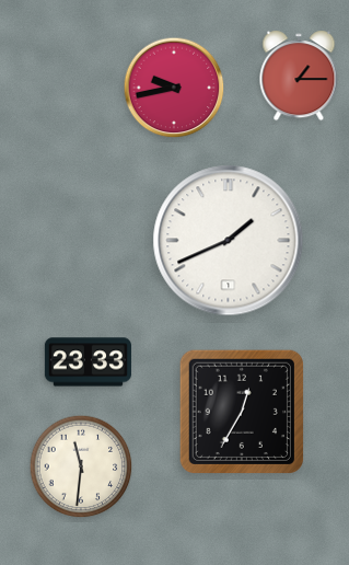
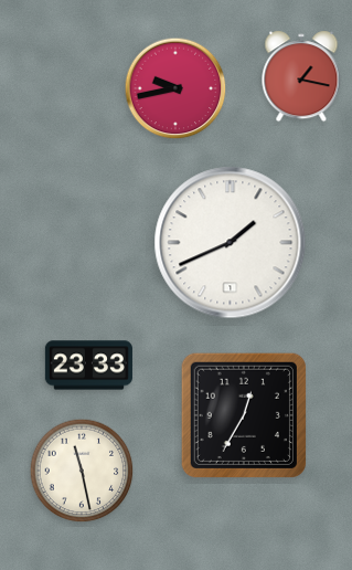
clock at (299, 76): 1:15 -> 1:17
clock at (81, 466): 11:31 -> 11:28
